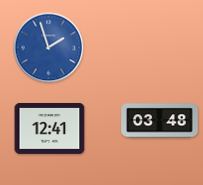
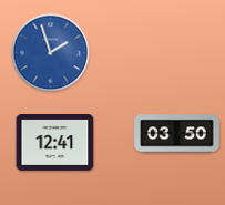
clock at (49, 48) position: (49, 48) -> (51, 53)
clock at (160, 121): 03:48 -> 03:50
